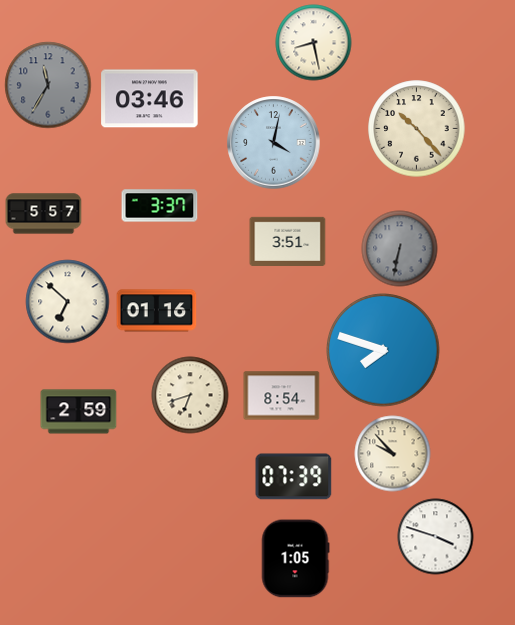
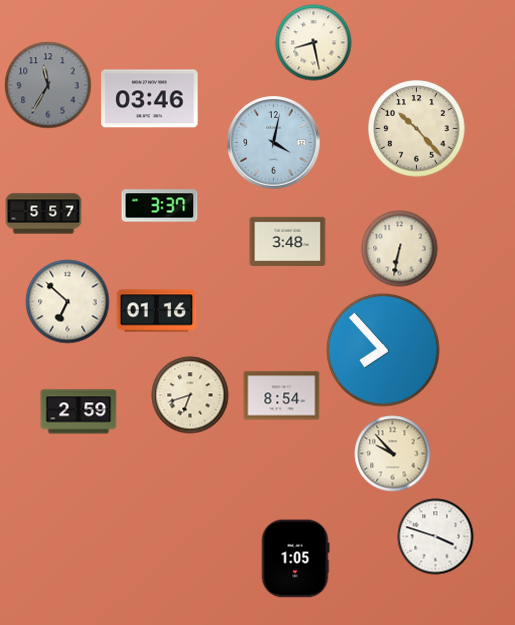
clock at (288, 241): 3:51 -> 3:48
clock at (400, 249) dial: grey -> cream
clock at (383, 350): 7:48 -> 7:53
clock at (294, 477): 07:39 -> none
